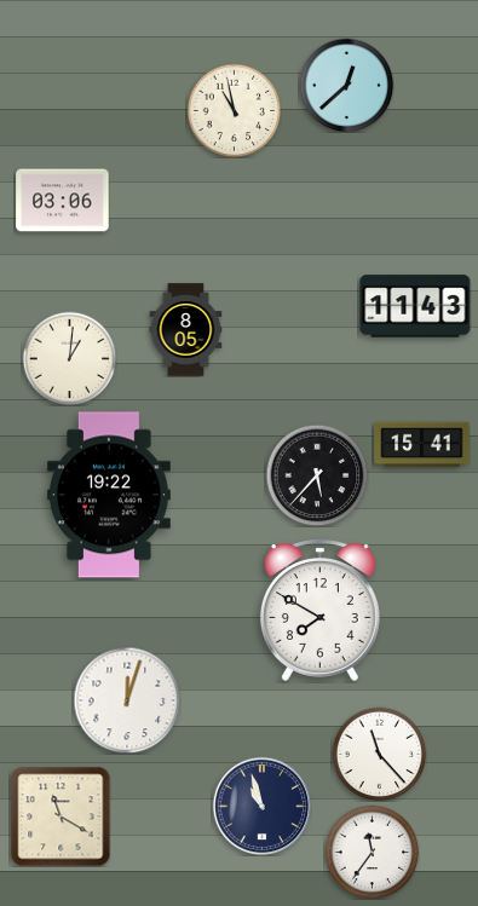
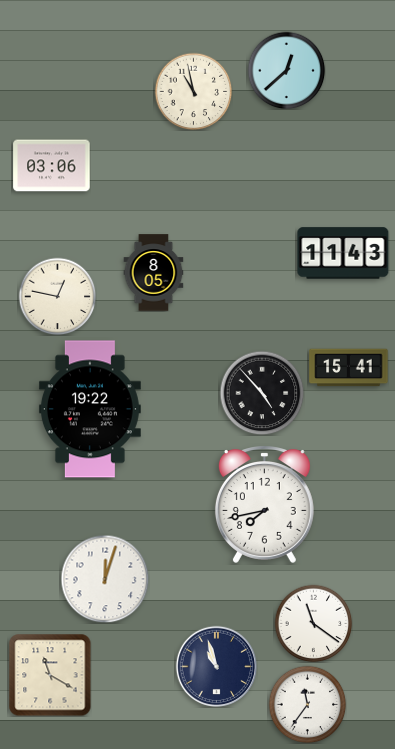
clock at (69, 358): 1:01 -> 12:47
clock at (317, 475): 5:37 -> 4:53
clock at (319, 610): 7:50 -> 7:43
clock at (379, 754): 11:23 -> 11:21
